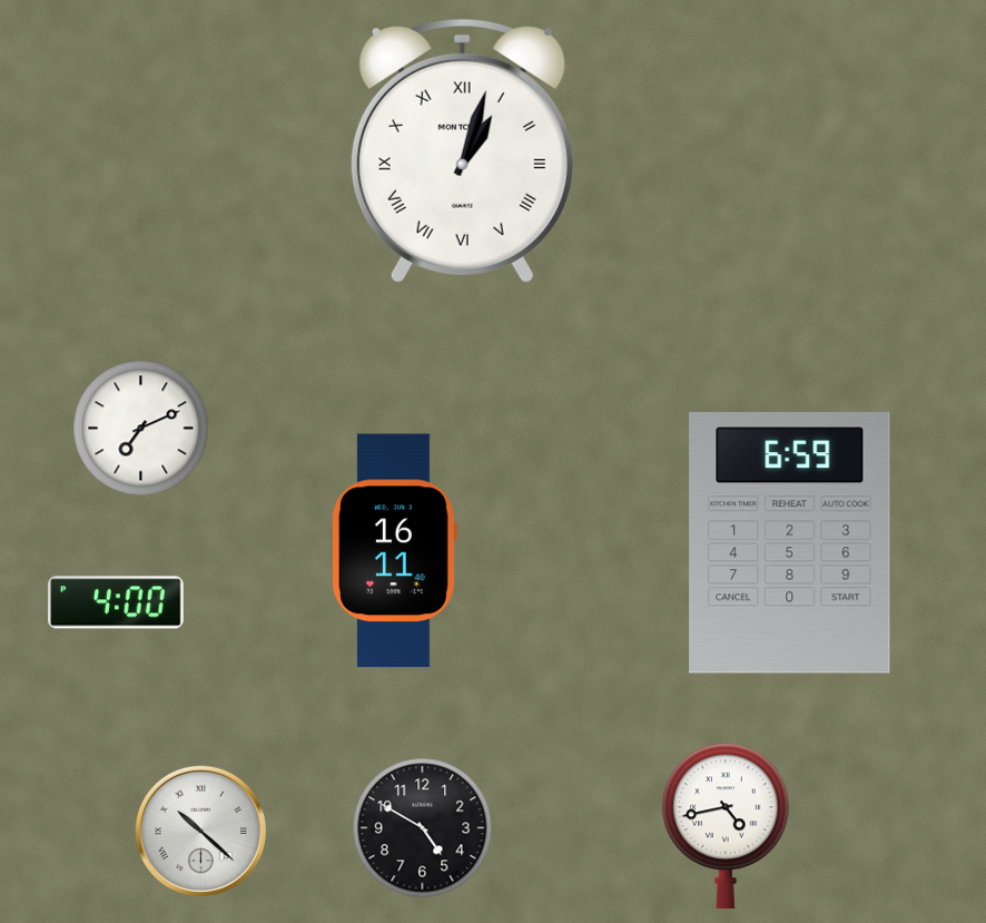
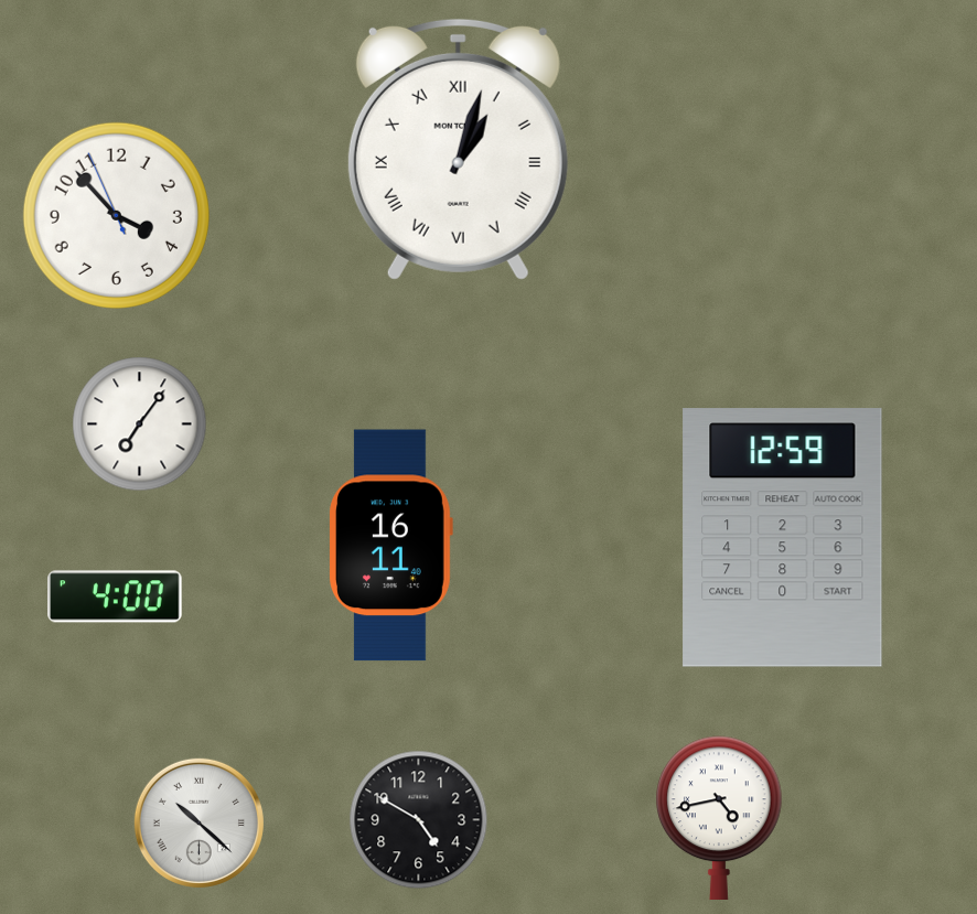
clock at (116, 215): none -> 3:52
clock at (141, 429): 7:11 -> 7:06
clock at (790, 543): 6:59 -> 12:59
